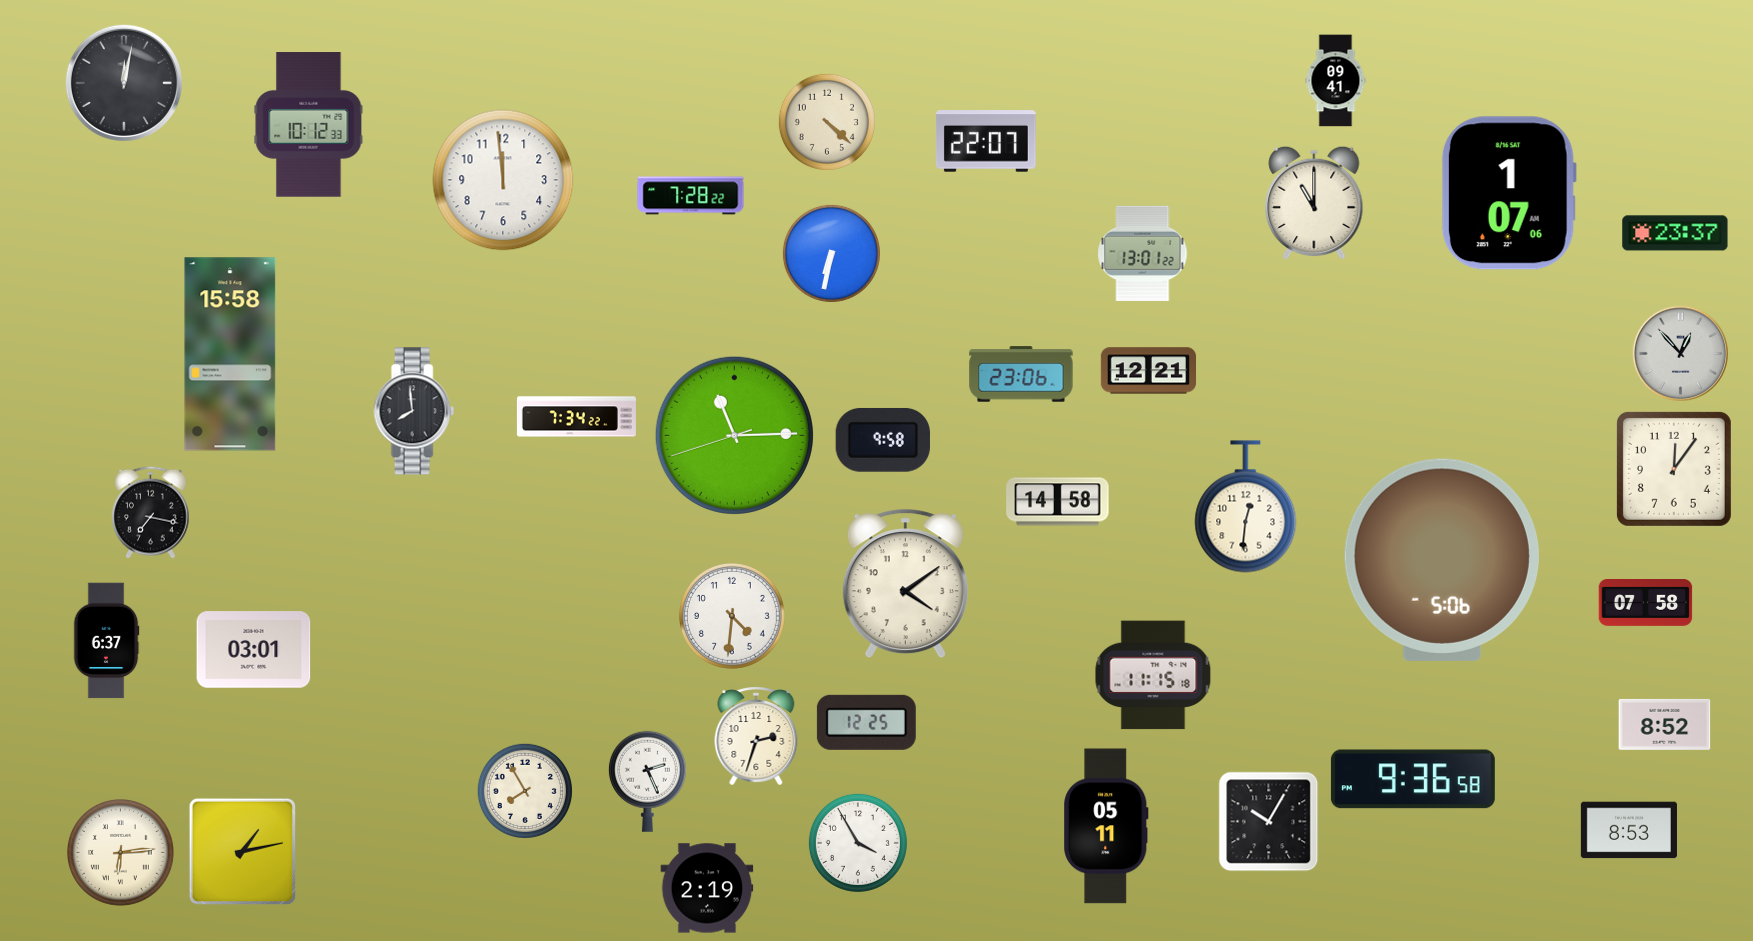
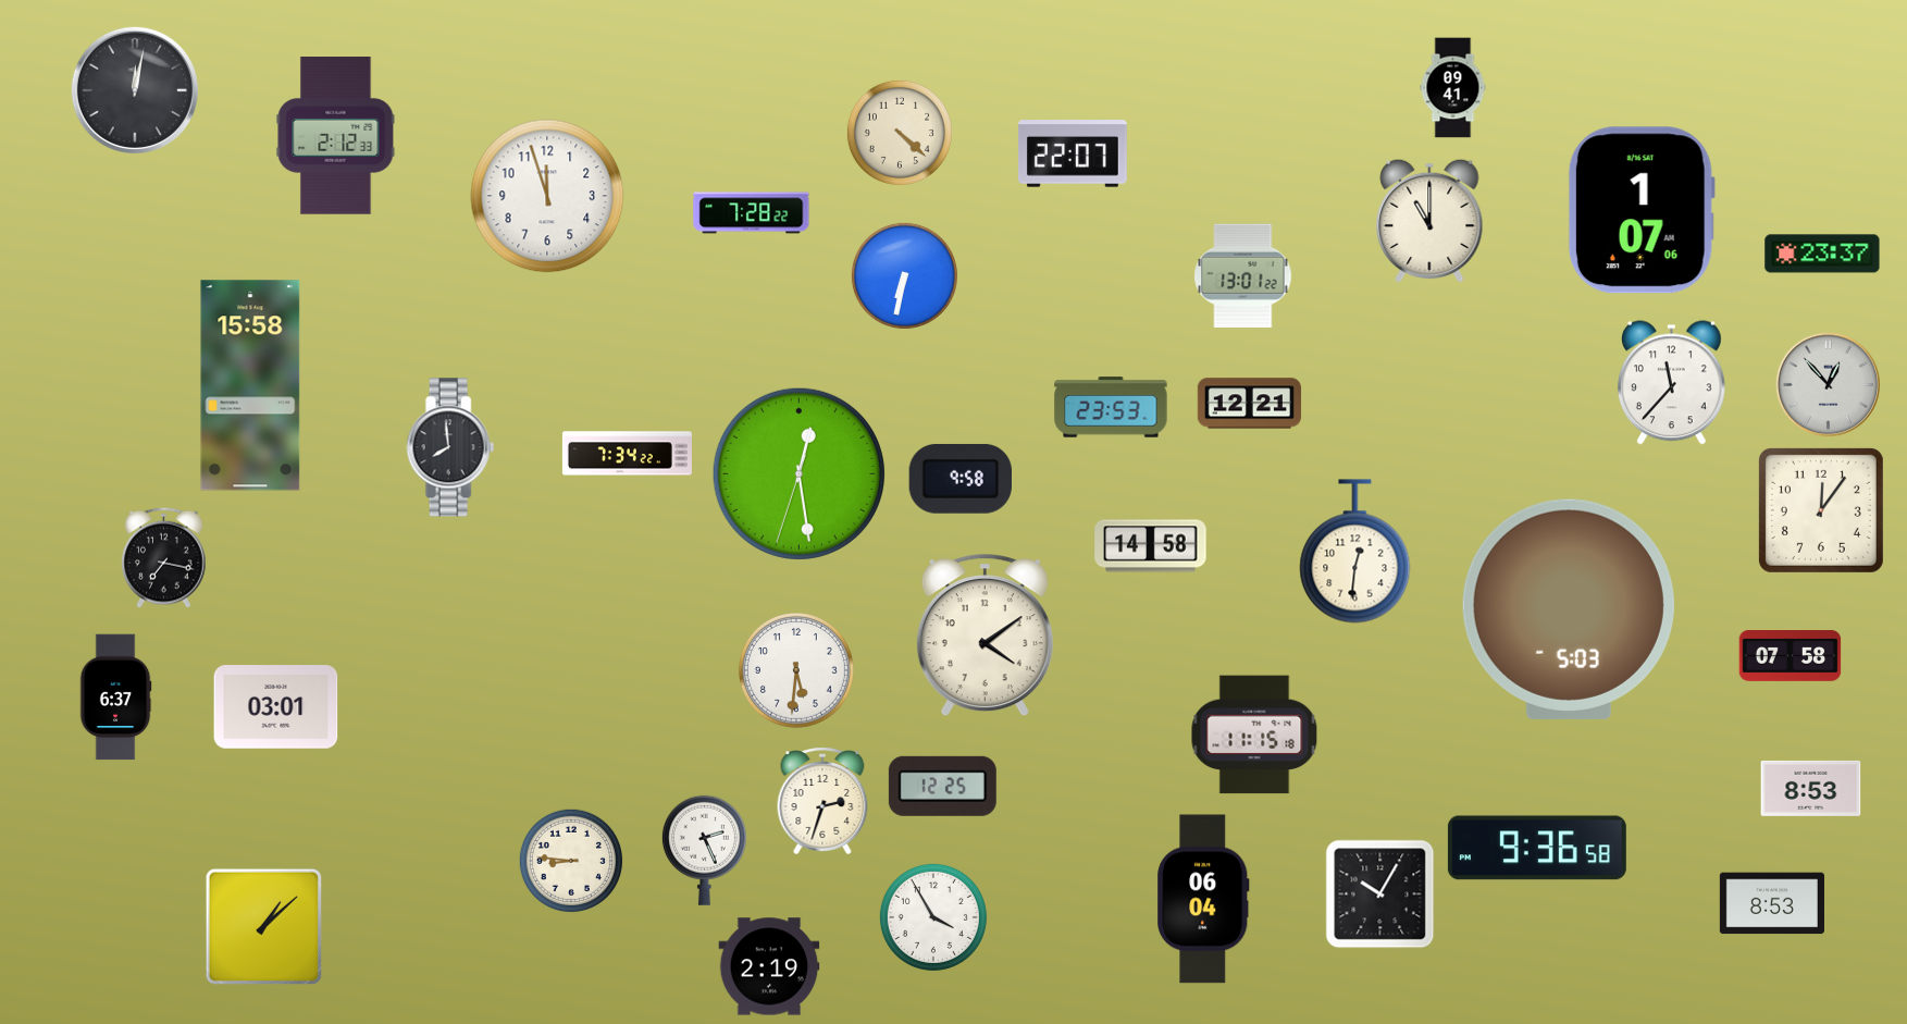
clock at (309, 125): 10:12 -> 2:12
clock at (503, 180): 11:59 -> 11:57
clock at (1671, 383): none -> 11:37
clock at (1021, 374): 23:06 -> 23:53
clock at (734, 435): 11:14 -> 12:28
clock at (1442, 560): 5:06 -> 5:03
clock at (732, 616): 4:31 -> 5:31
clock at (1665, 724): 8:52 -> 8:53
clock at (525, 791): 7:55 -> 8:46
clock at (1106, 826): 05:11 -> 06:04
clock at (242, 851): 1:13 -> 1:08
clock at (121, 853): 6:14 -> none
